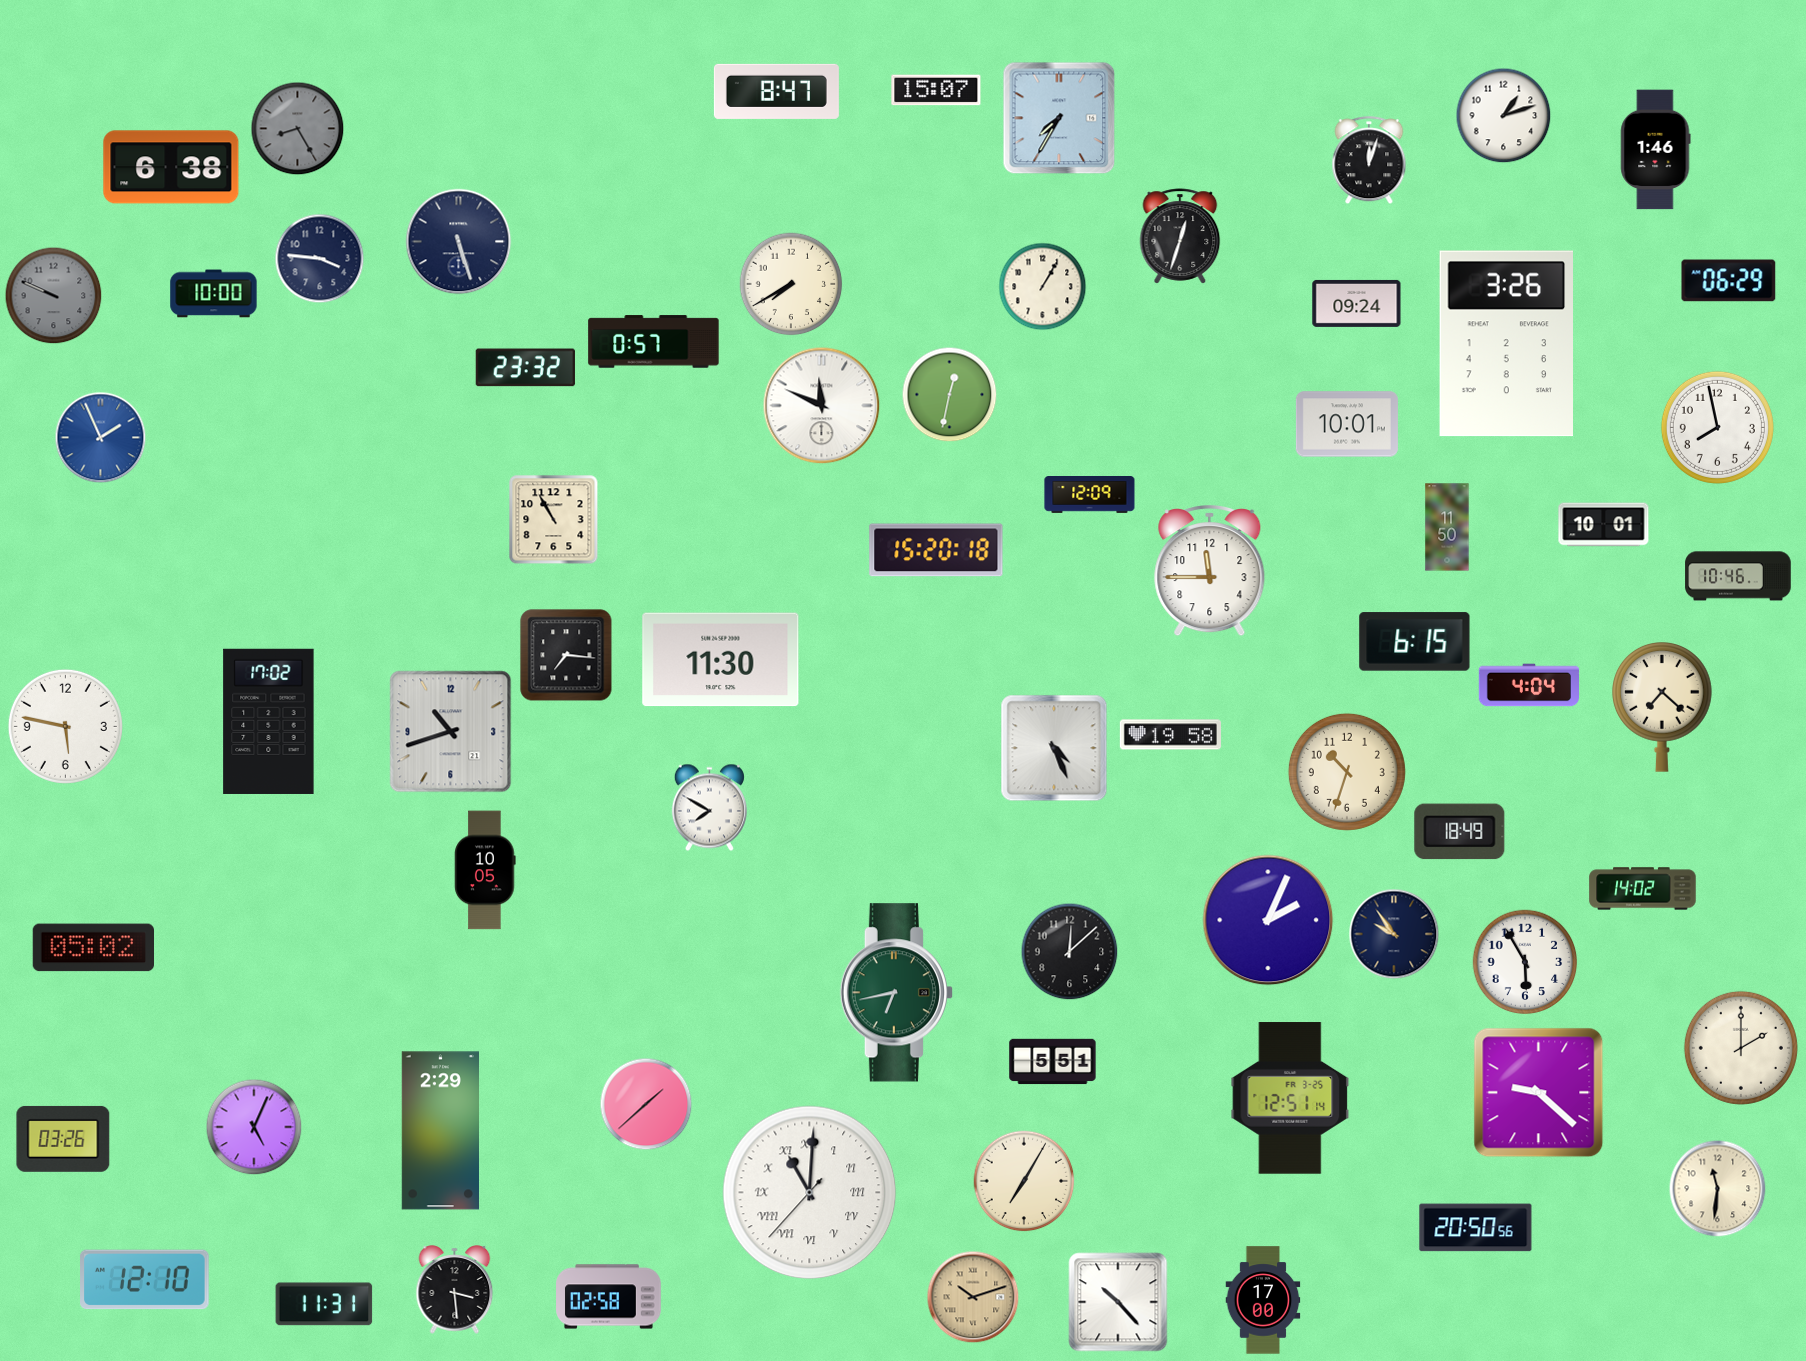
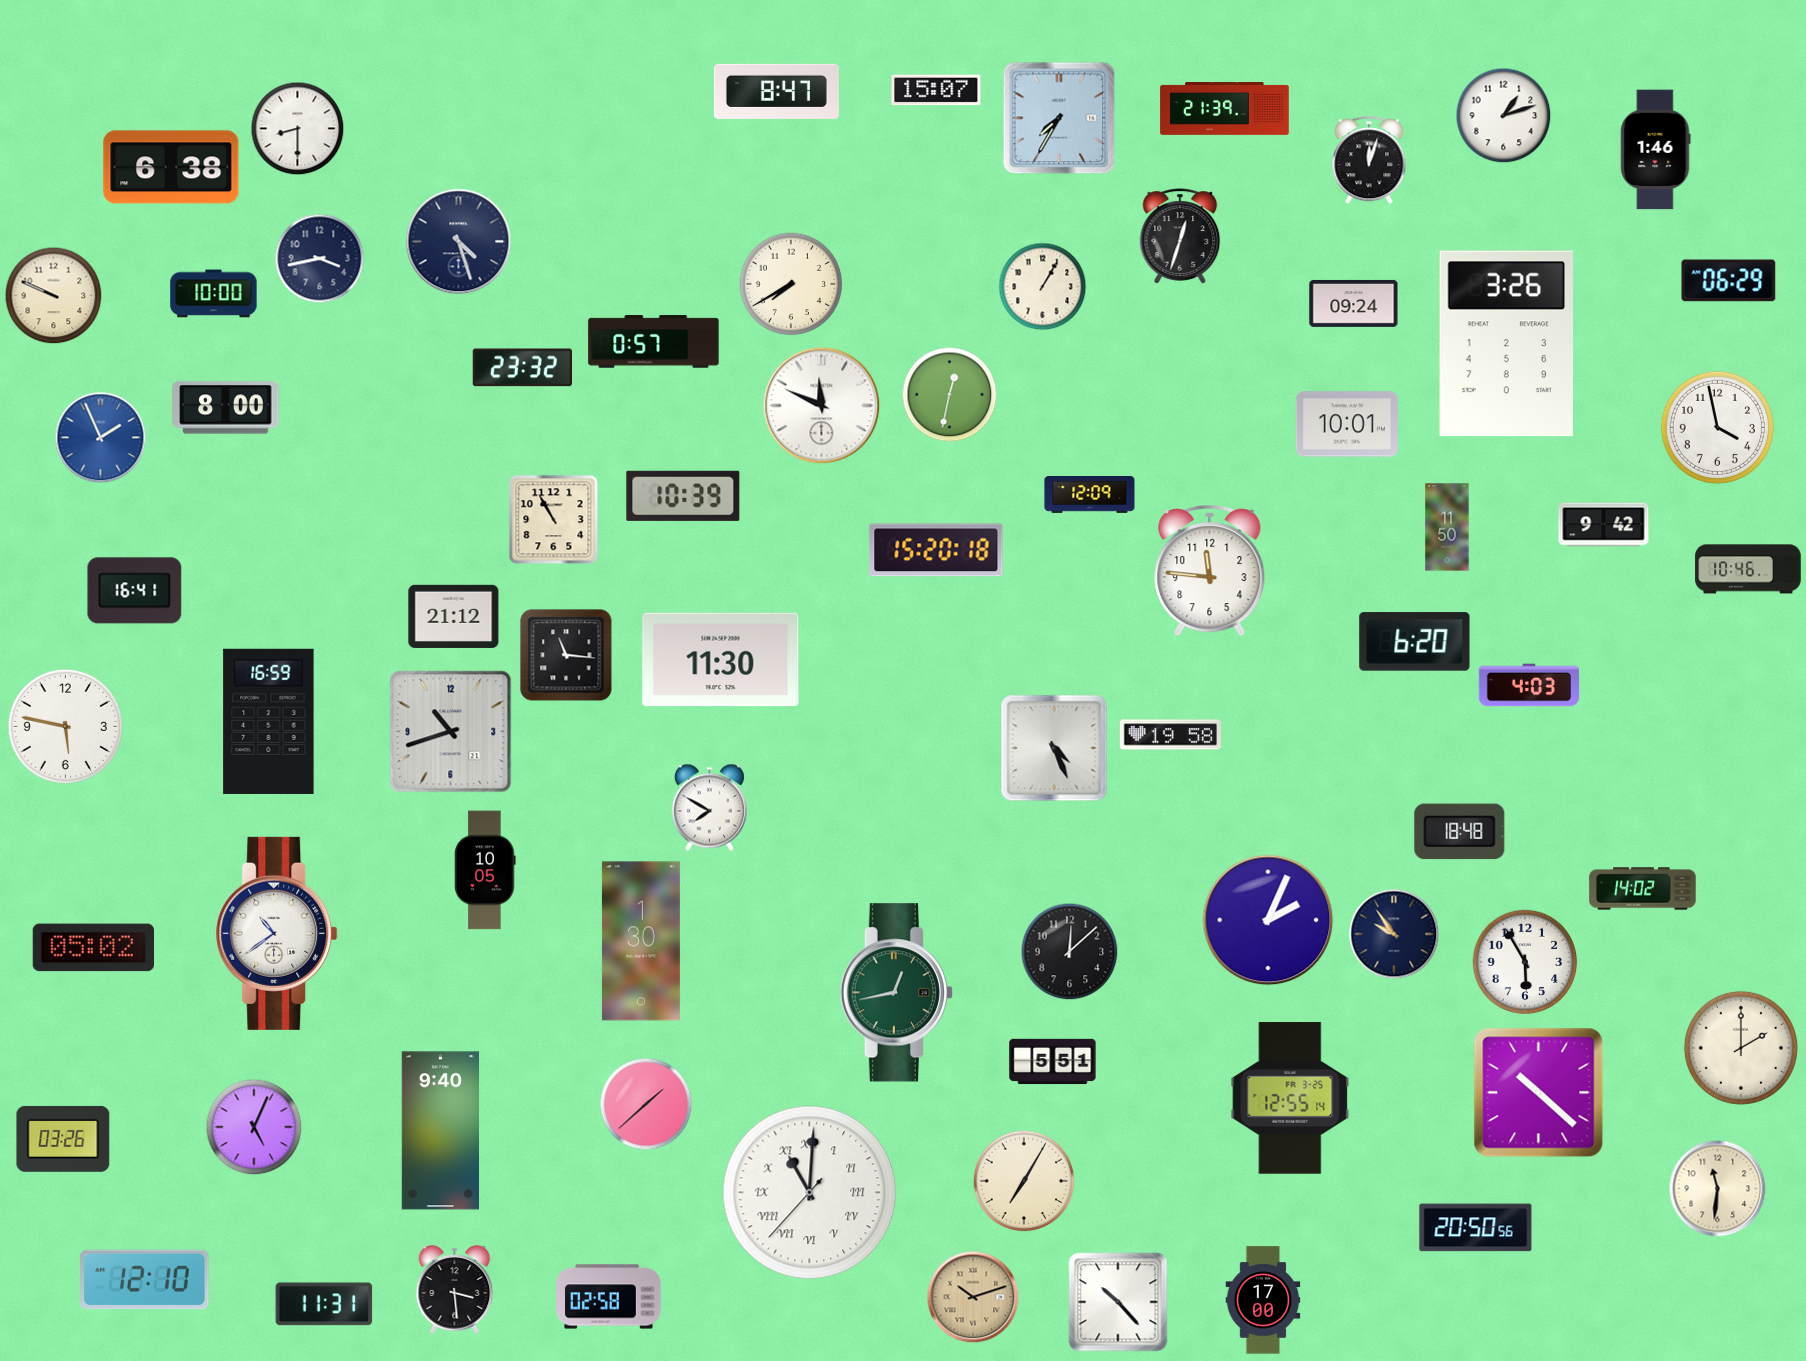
clock at (1225, 109): none -> 21:39
clock at (298, 129): 8:25 -> 8:30
clock at (298, 129) dial: grey -> white
clock at (459, 242): 5:27 -> 4:27
clock at (320, 259): 3:46 -> 3:43
clock at (54, 296) dial: grey -> cream
clock at (1357, 303) position: (1357, 303) -> (1354, 303)
clock at (525, 368) position: (525, 368) -> (522, 368)
clock at (226, 408): none -> 8:00
clock at (1717, 427): 7:58 -> 3:58
clock at (683, 496): none -> 10:39
clock at (1604, 525): 10:01 -> 9:42
clock at (1210, 572): 11:45 -> 11:46
clock at (1738, 576) position: (1738, 576) -> (1748, 569)
clock at (135, 591): none -> 16:41
clock at (454, 616): none -> 21:12
clock at (1415, 642): 6:15 -> 6:20
clock at (566, 655): 7:16 -> 11:16
clock at (1528, 685): 4:04 -> 4:03
clock at (1663, 708): 7:22 -> none
clock at (269, 721): 17:02 -> 16:59
clock at (1347, 772): 10:33 -> none
clock at (1460, 832): 18:49 -> 18:48
clock at (277, 933): none -> 10:39
clock at (641, 941): none -> 1:30
clock at (896, 993): 6:43 -> 12:43
clock at (1539, 1093): 9:22 -> 10:22
clock at (1290, 1098): 12:51 -> 12:55
clock at (440, 1131): 2:29 -> 9:40
